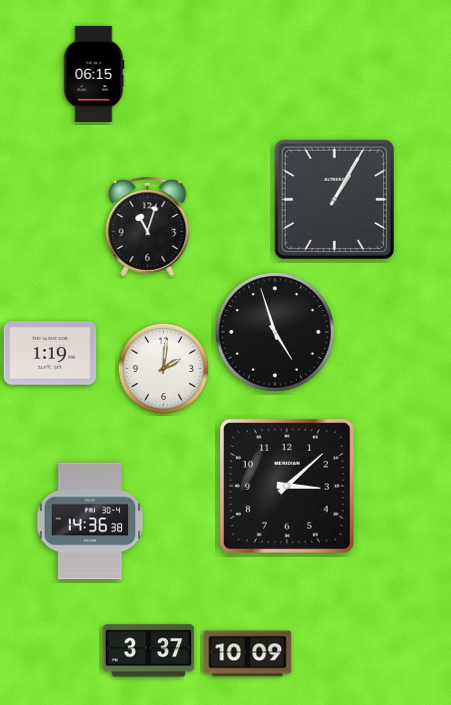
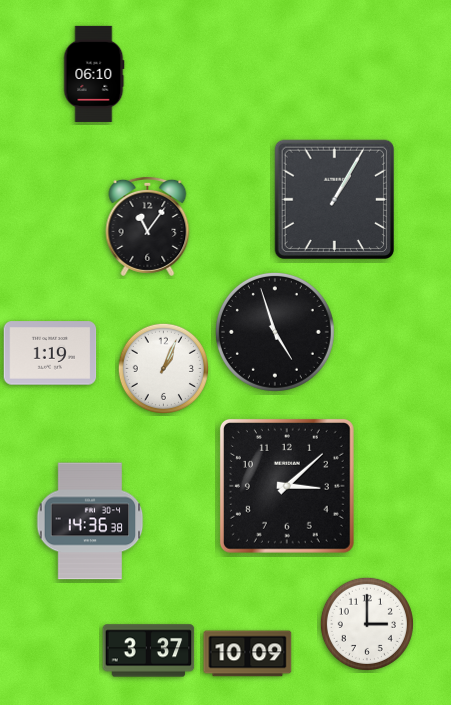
clock at (94, 74): 06:15 -> 06:10
clock at (148, 226): 11:03 -> 11:06
clock at (163, 368): 2:01 -> 1:04
clock at (367, 624): none -> 3:00
